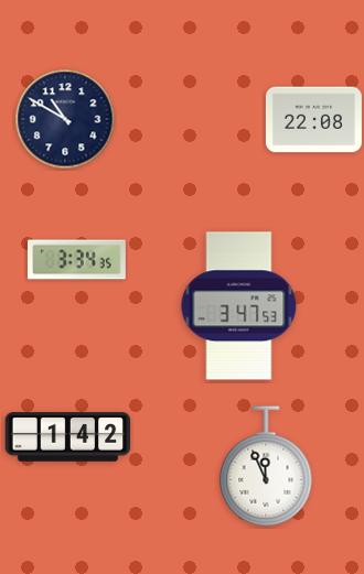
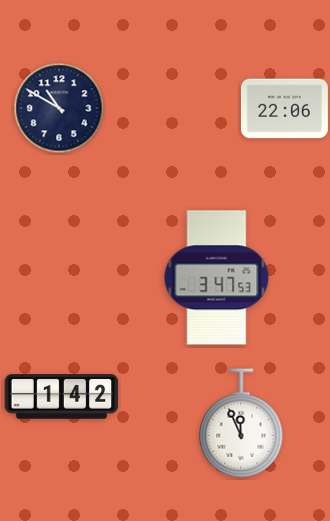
clock at (313, 120): 22:08 -> 22:06
clock at (77, 260): 3:34 -> none
